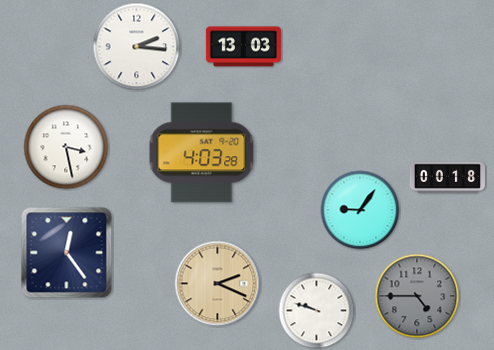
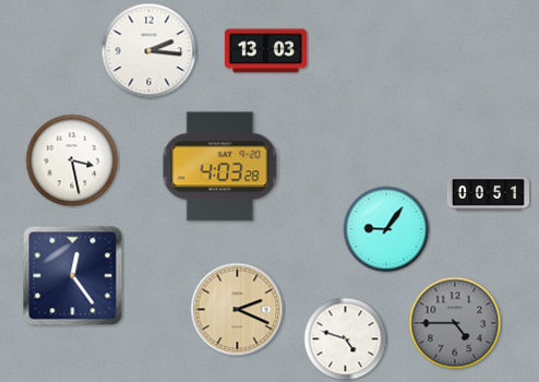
clock at (447, 177): 00:18 -> 00:51
clock at (360, 210) position: (360, 210) -> (386, 229)
clock at (317, 311): 9:48 -> 4:48
